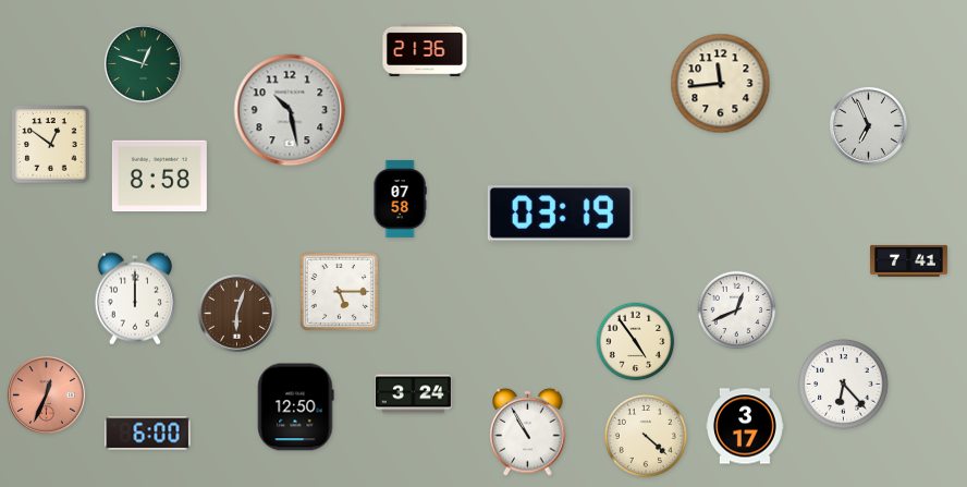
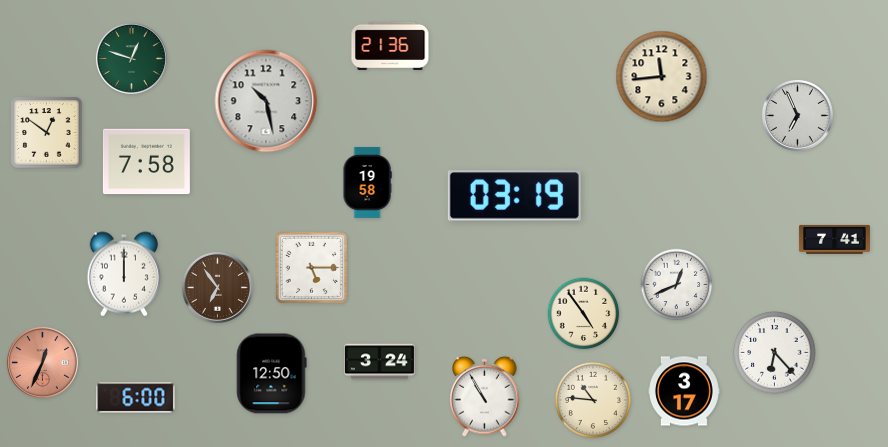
clock at (159, 176): 8:58 -> 7:58
clock at (400, 198): 07:58 -> 19:58
clock at (236, 313): 6:03 -> 6:54
clock at (646, 436): 4:22 -> 10:46
